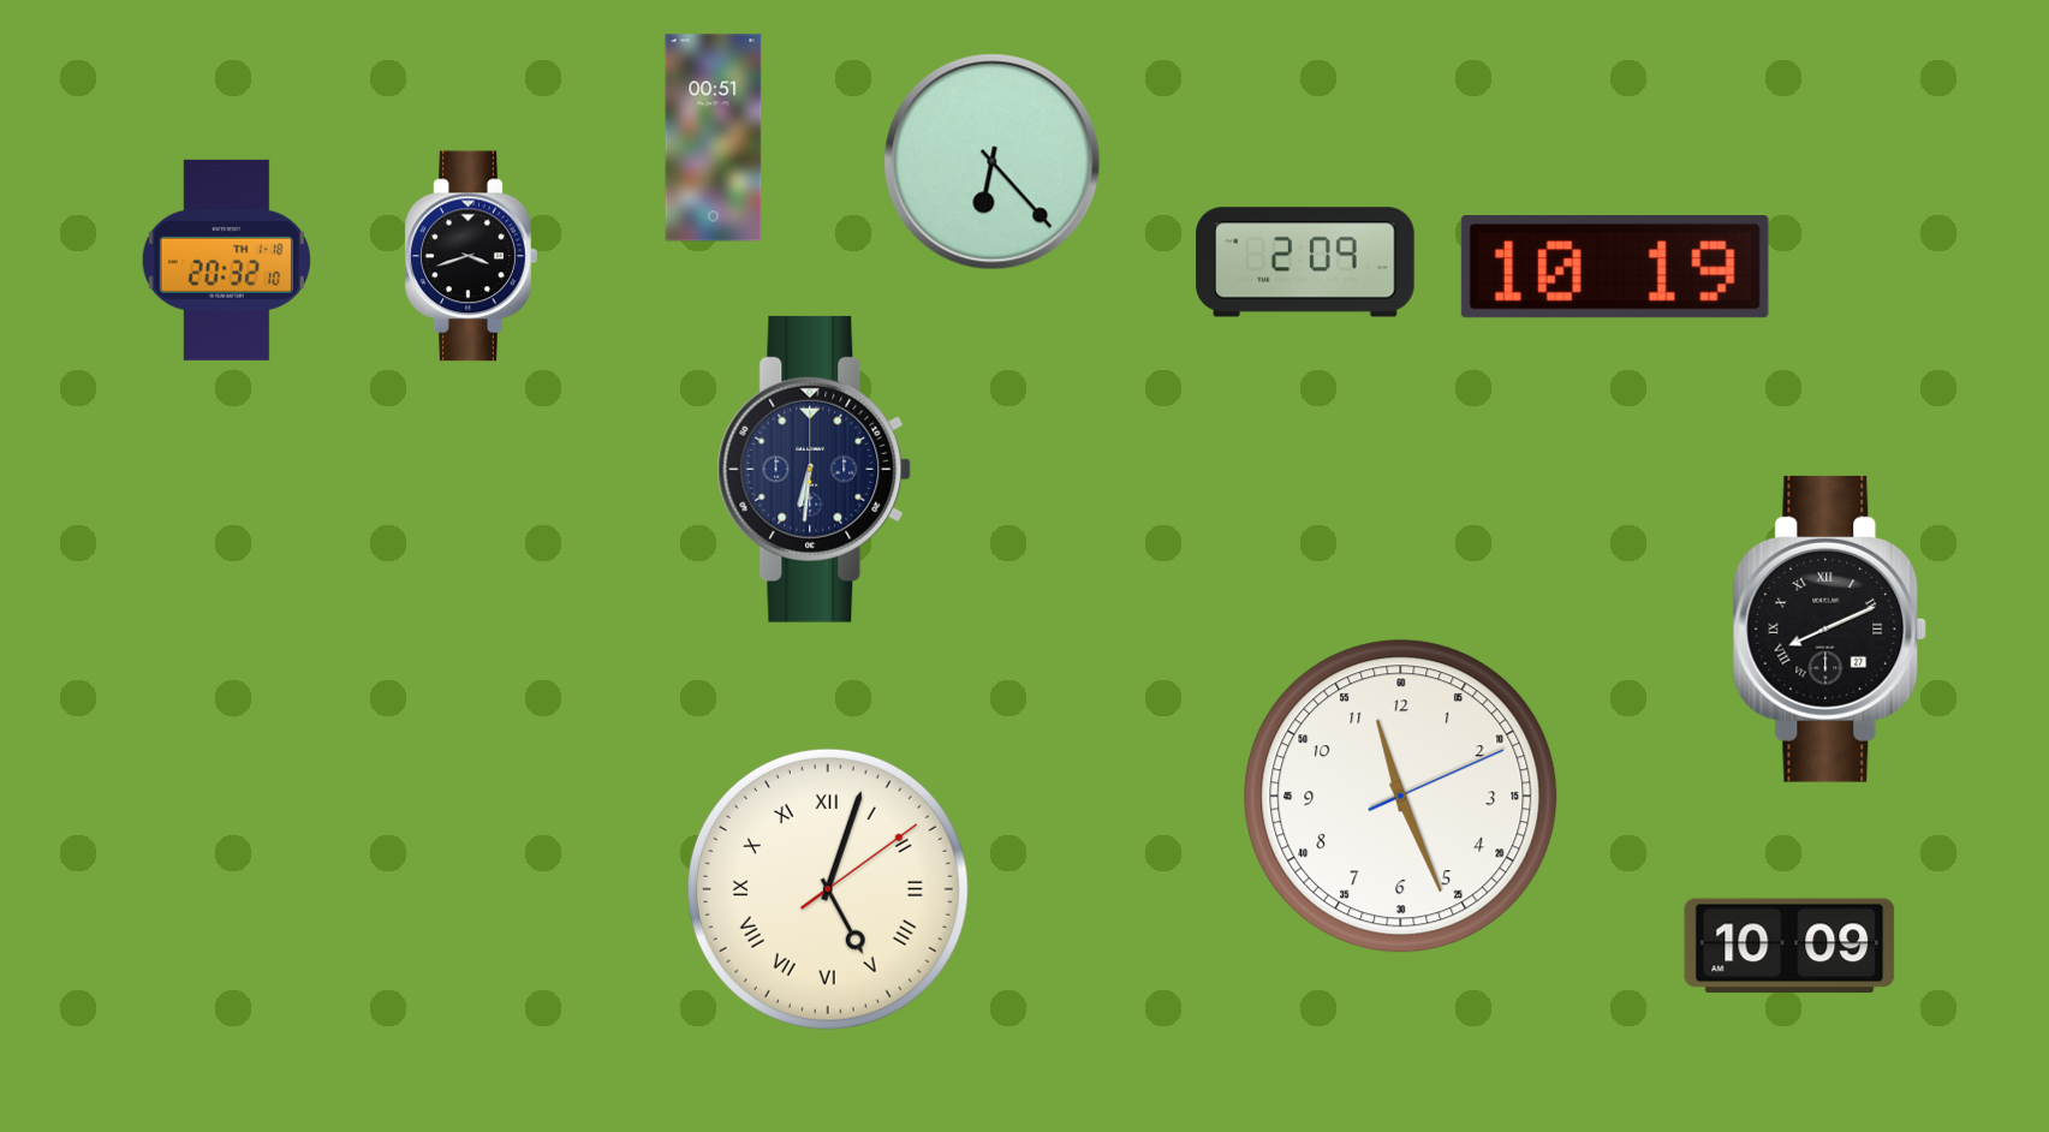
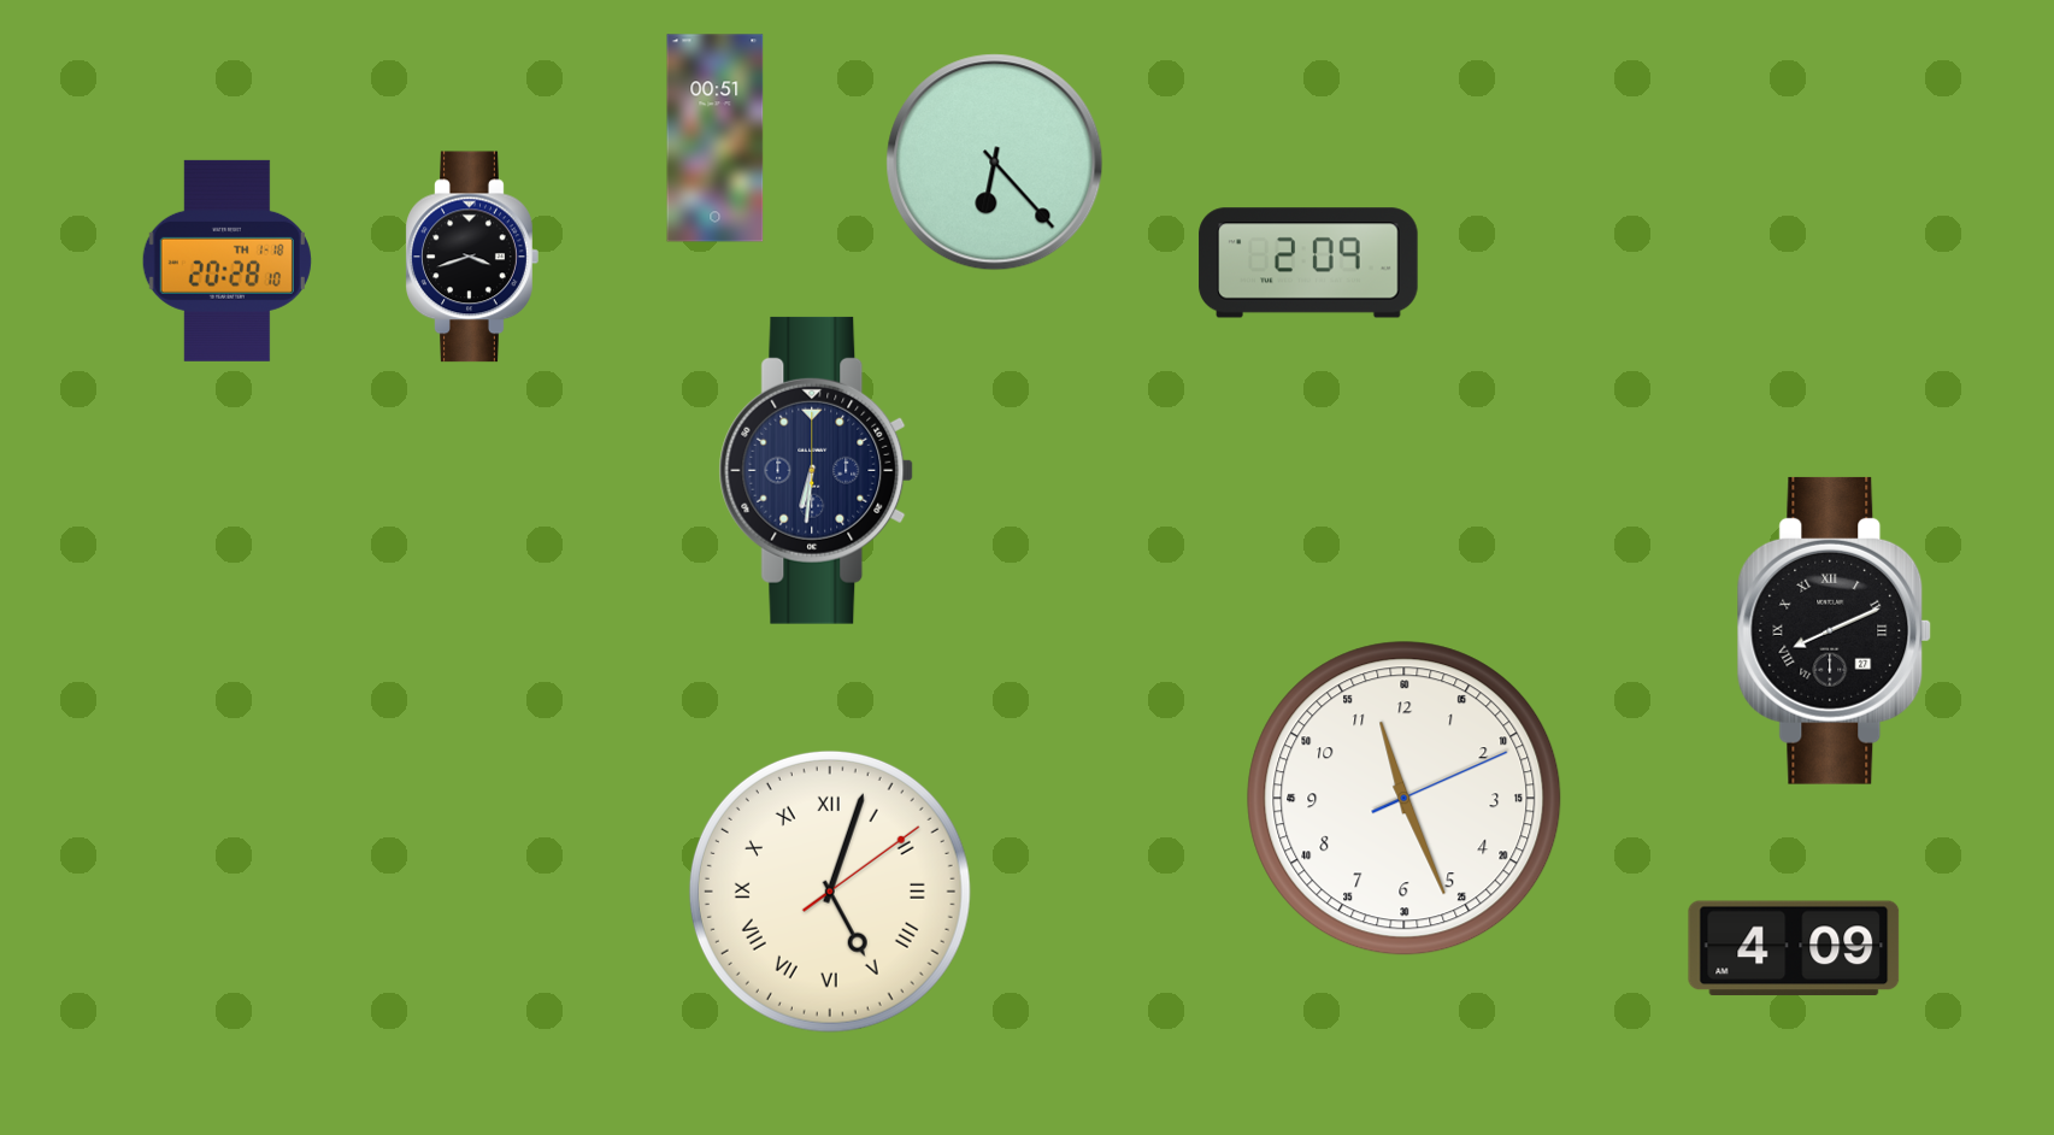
clock at (226, 260): 20:32 -> 20:28
clock at (1615, 267): 10:19 -> none
clock at (1789, 946): 10:09 -> 4:09
